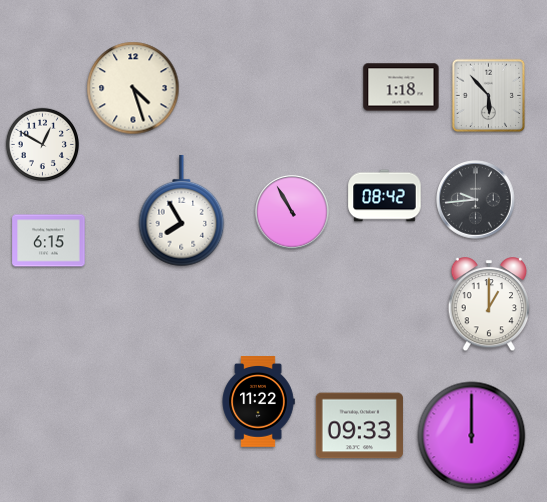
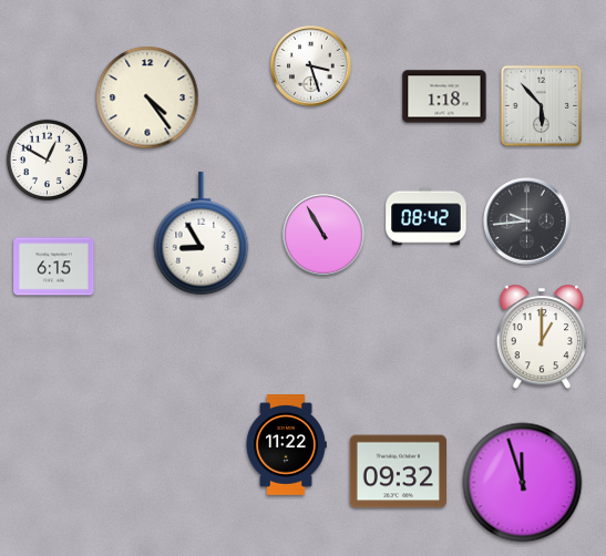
clock at (311, 66): none -> 3:27
clock at (133, 88): 4:27 -> 4:24
clock at (182, 212): 7:55 -> 8:55
clock at (359, 426): 09:33 -> 09:32
clock at (472, 436): 12:00 -> 11:57
